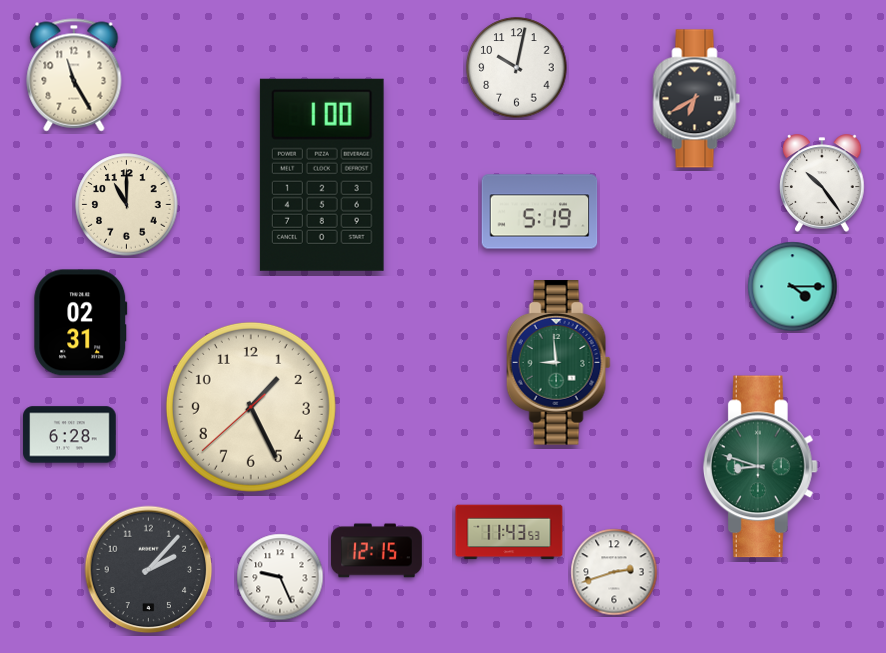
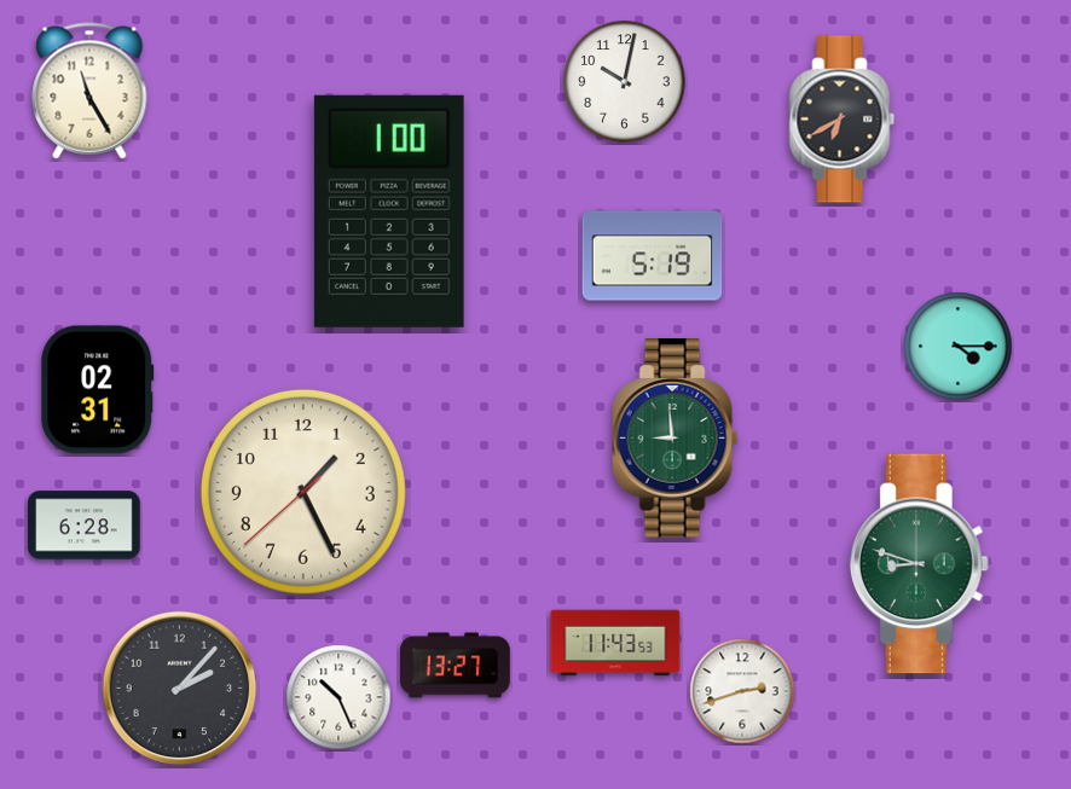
clock at (822, 183): 10:24 -> none
clock at (127, 205): 11:00 -> none
clock at (377, 551): 12:15 -> 13:27
clock at (280, 577): 9:26 -> 10:26
